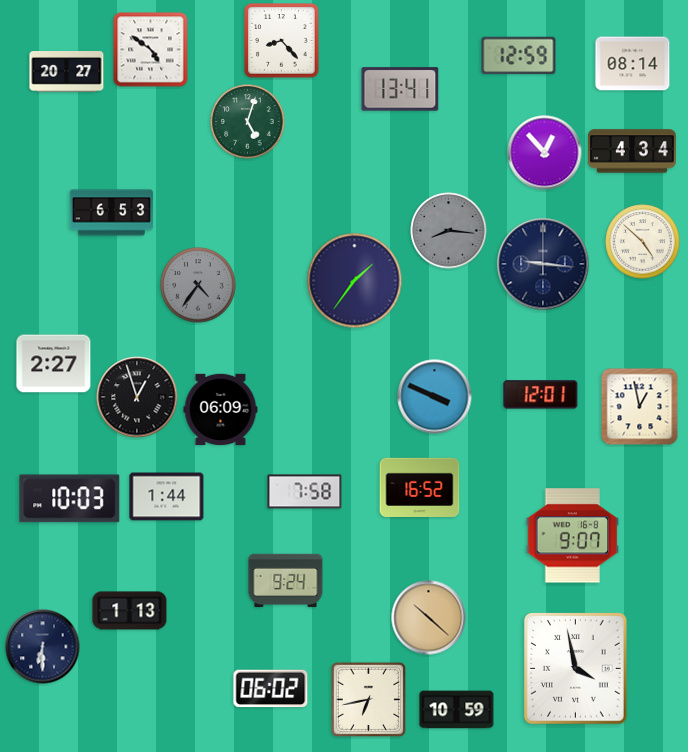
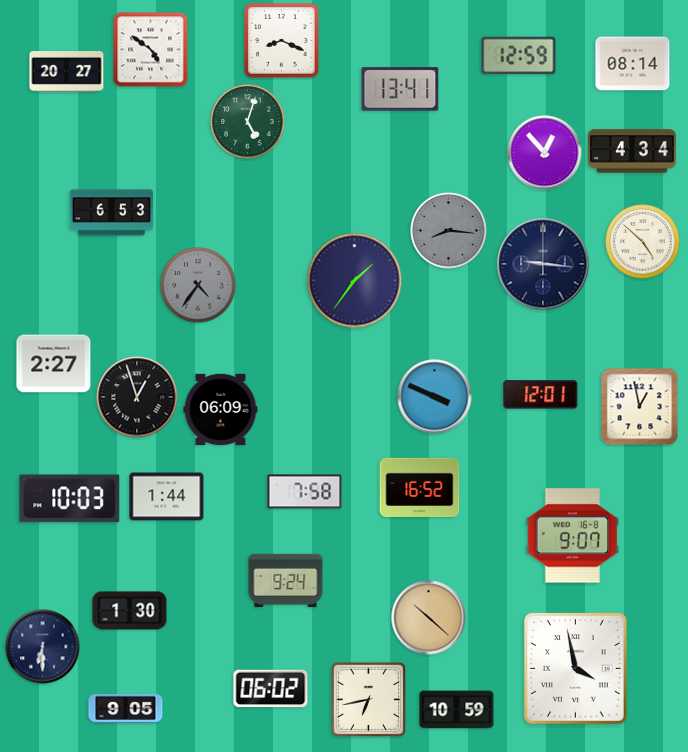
clock at (282, 41): 8:23 -> 8:19
clock at (130, 611): 1:13 -> 1:30
clock at (126, 708): none -> 9:05
